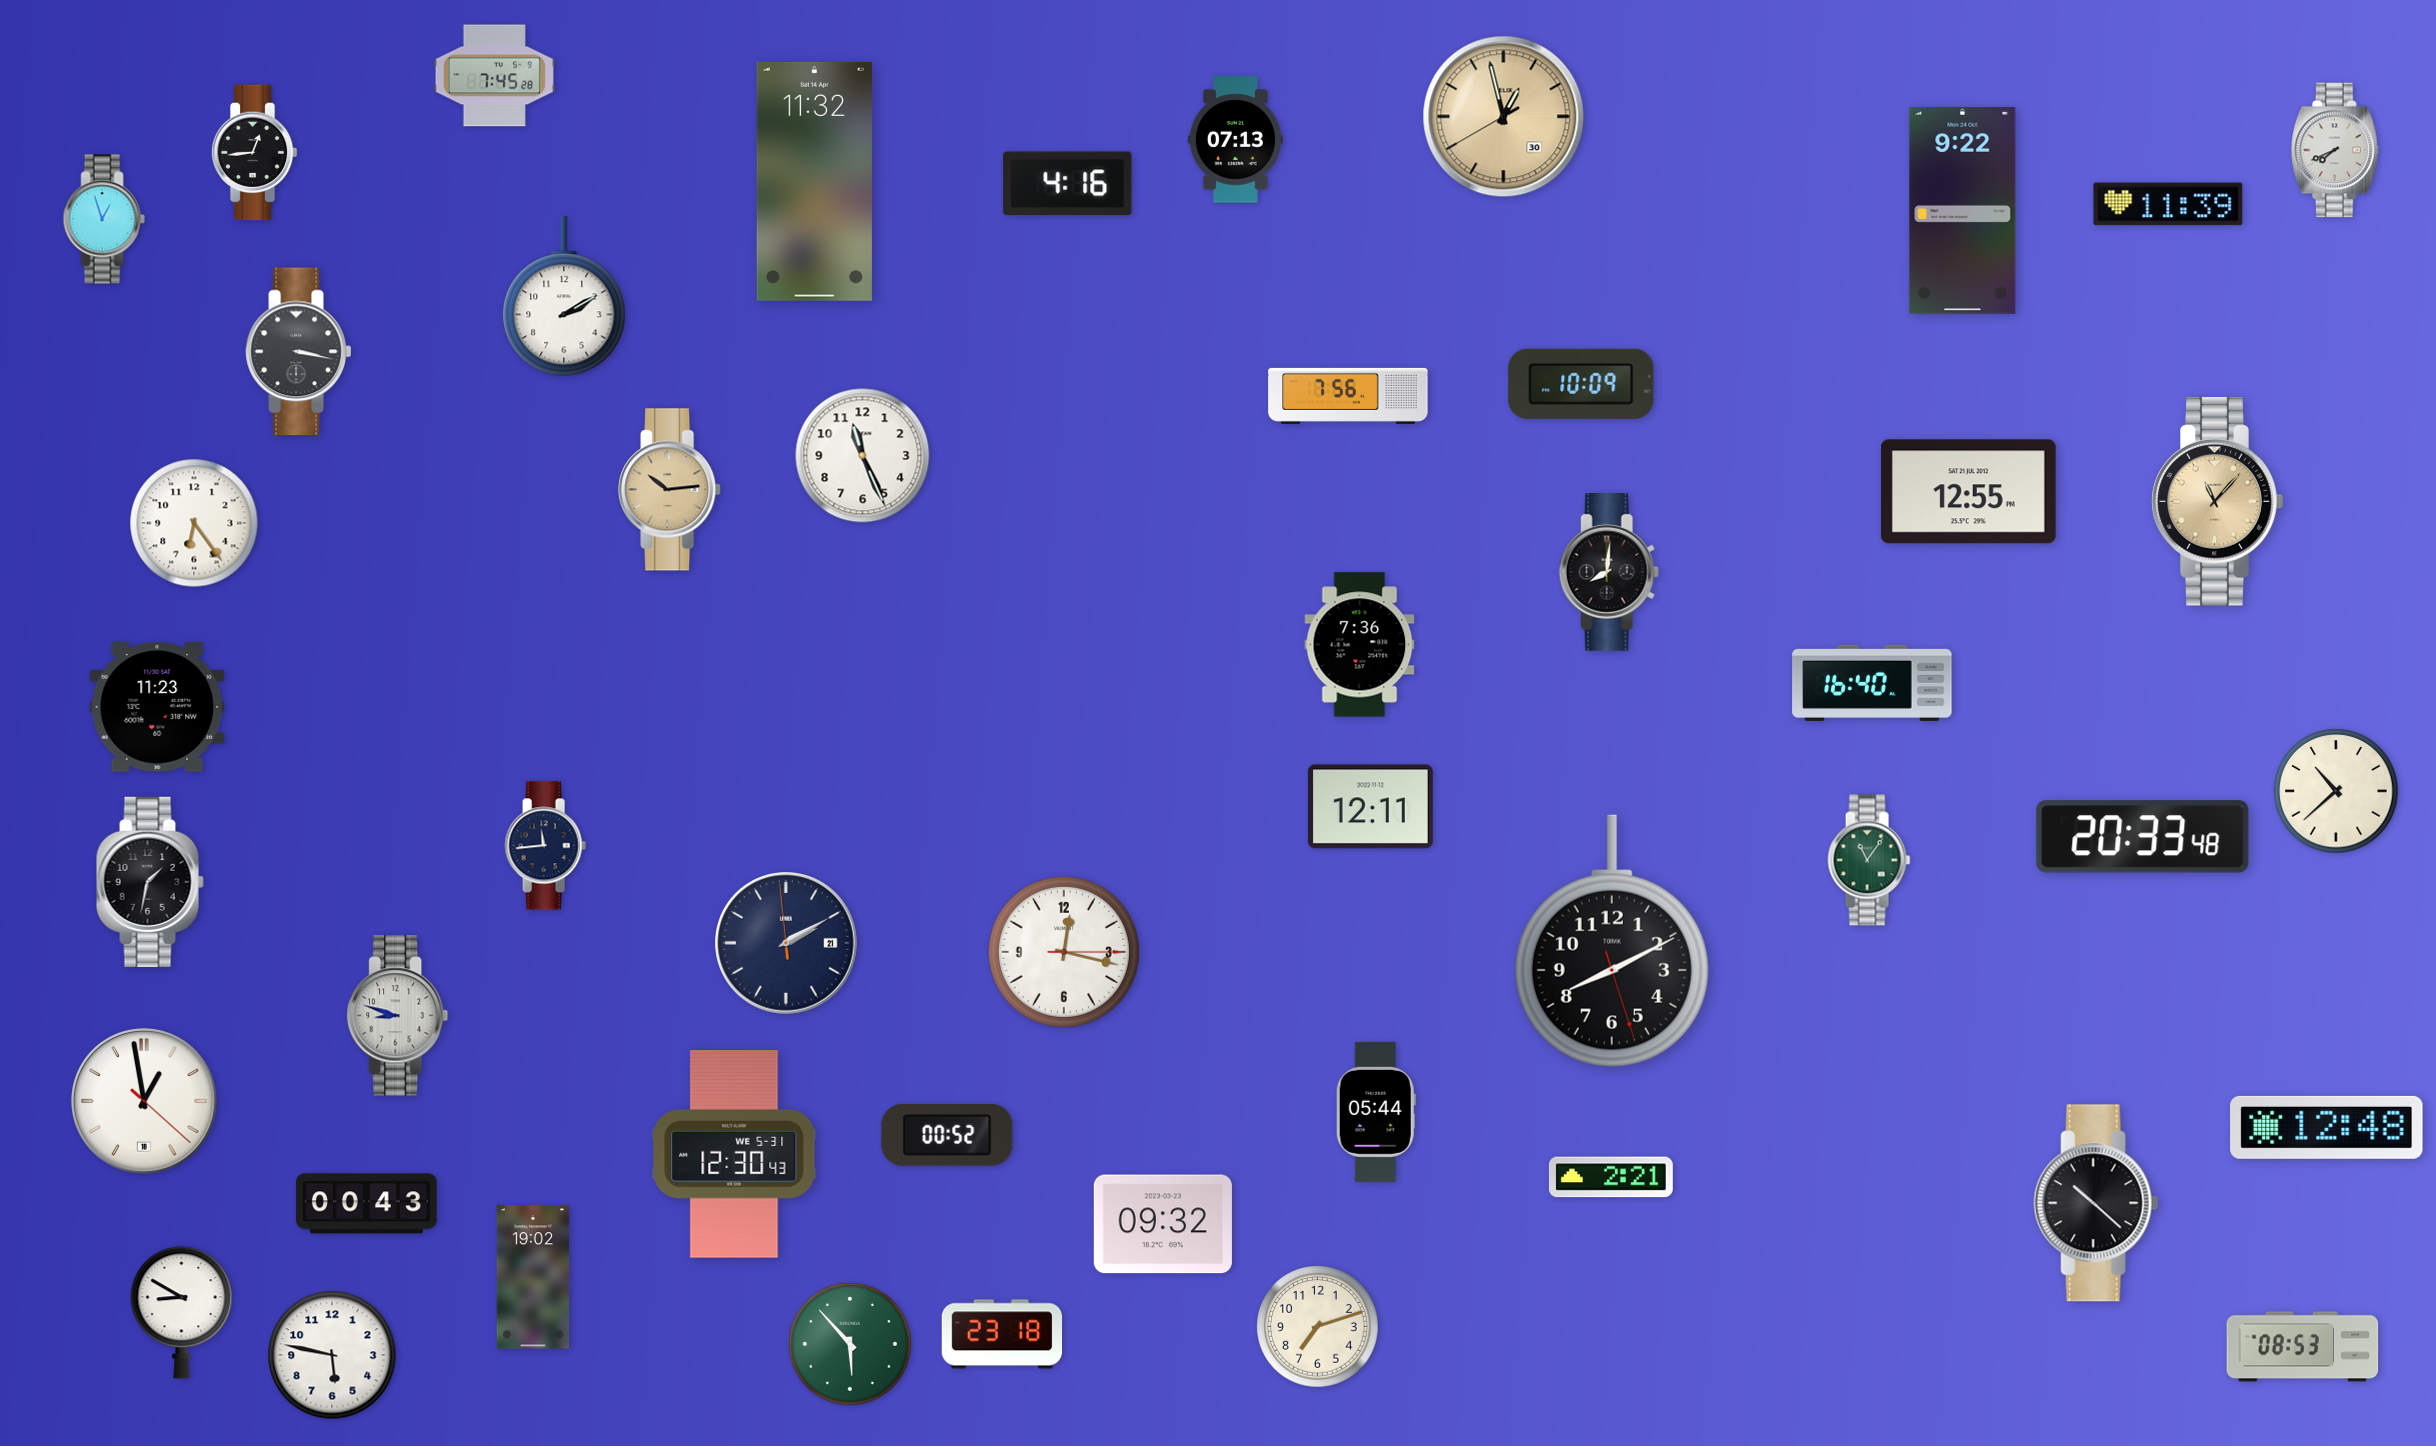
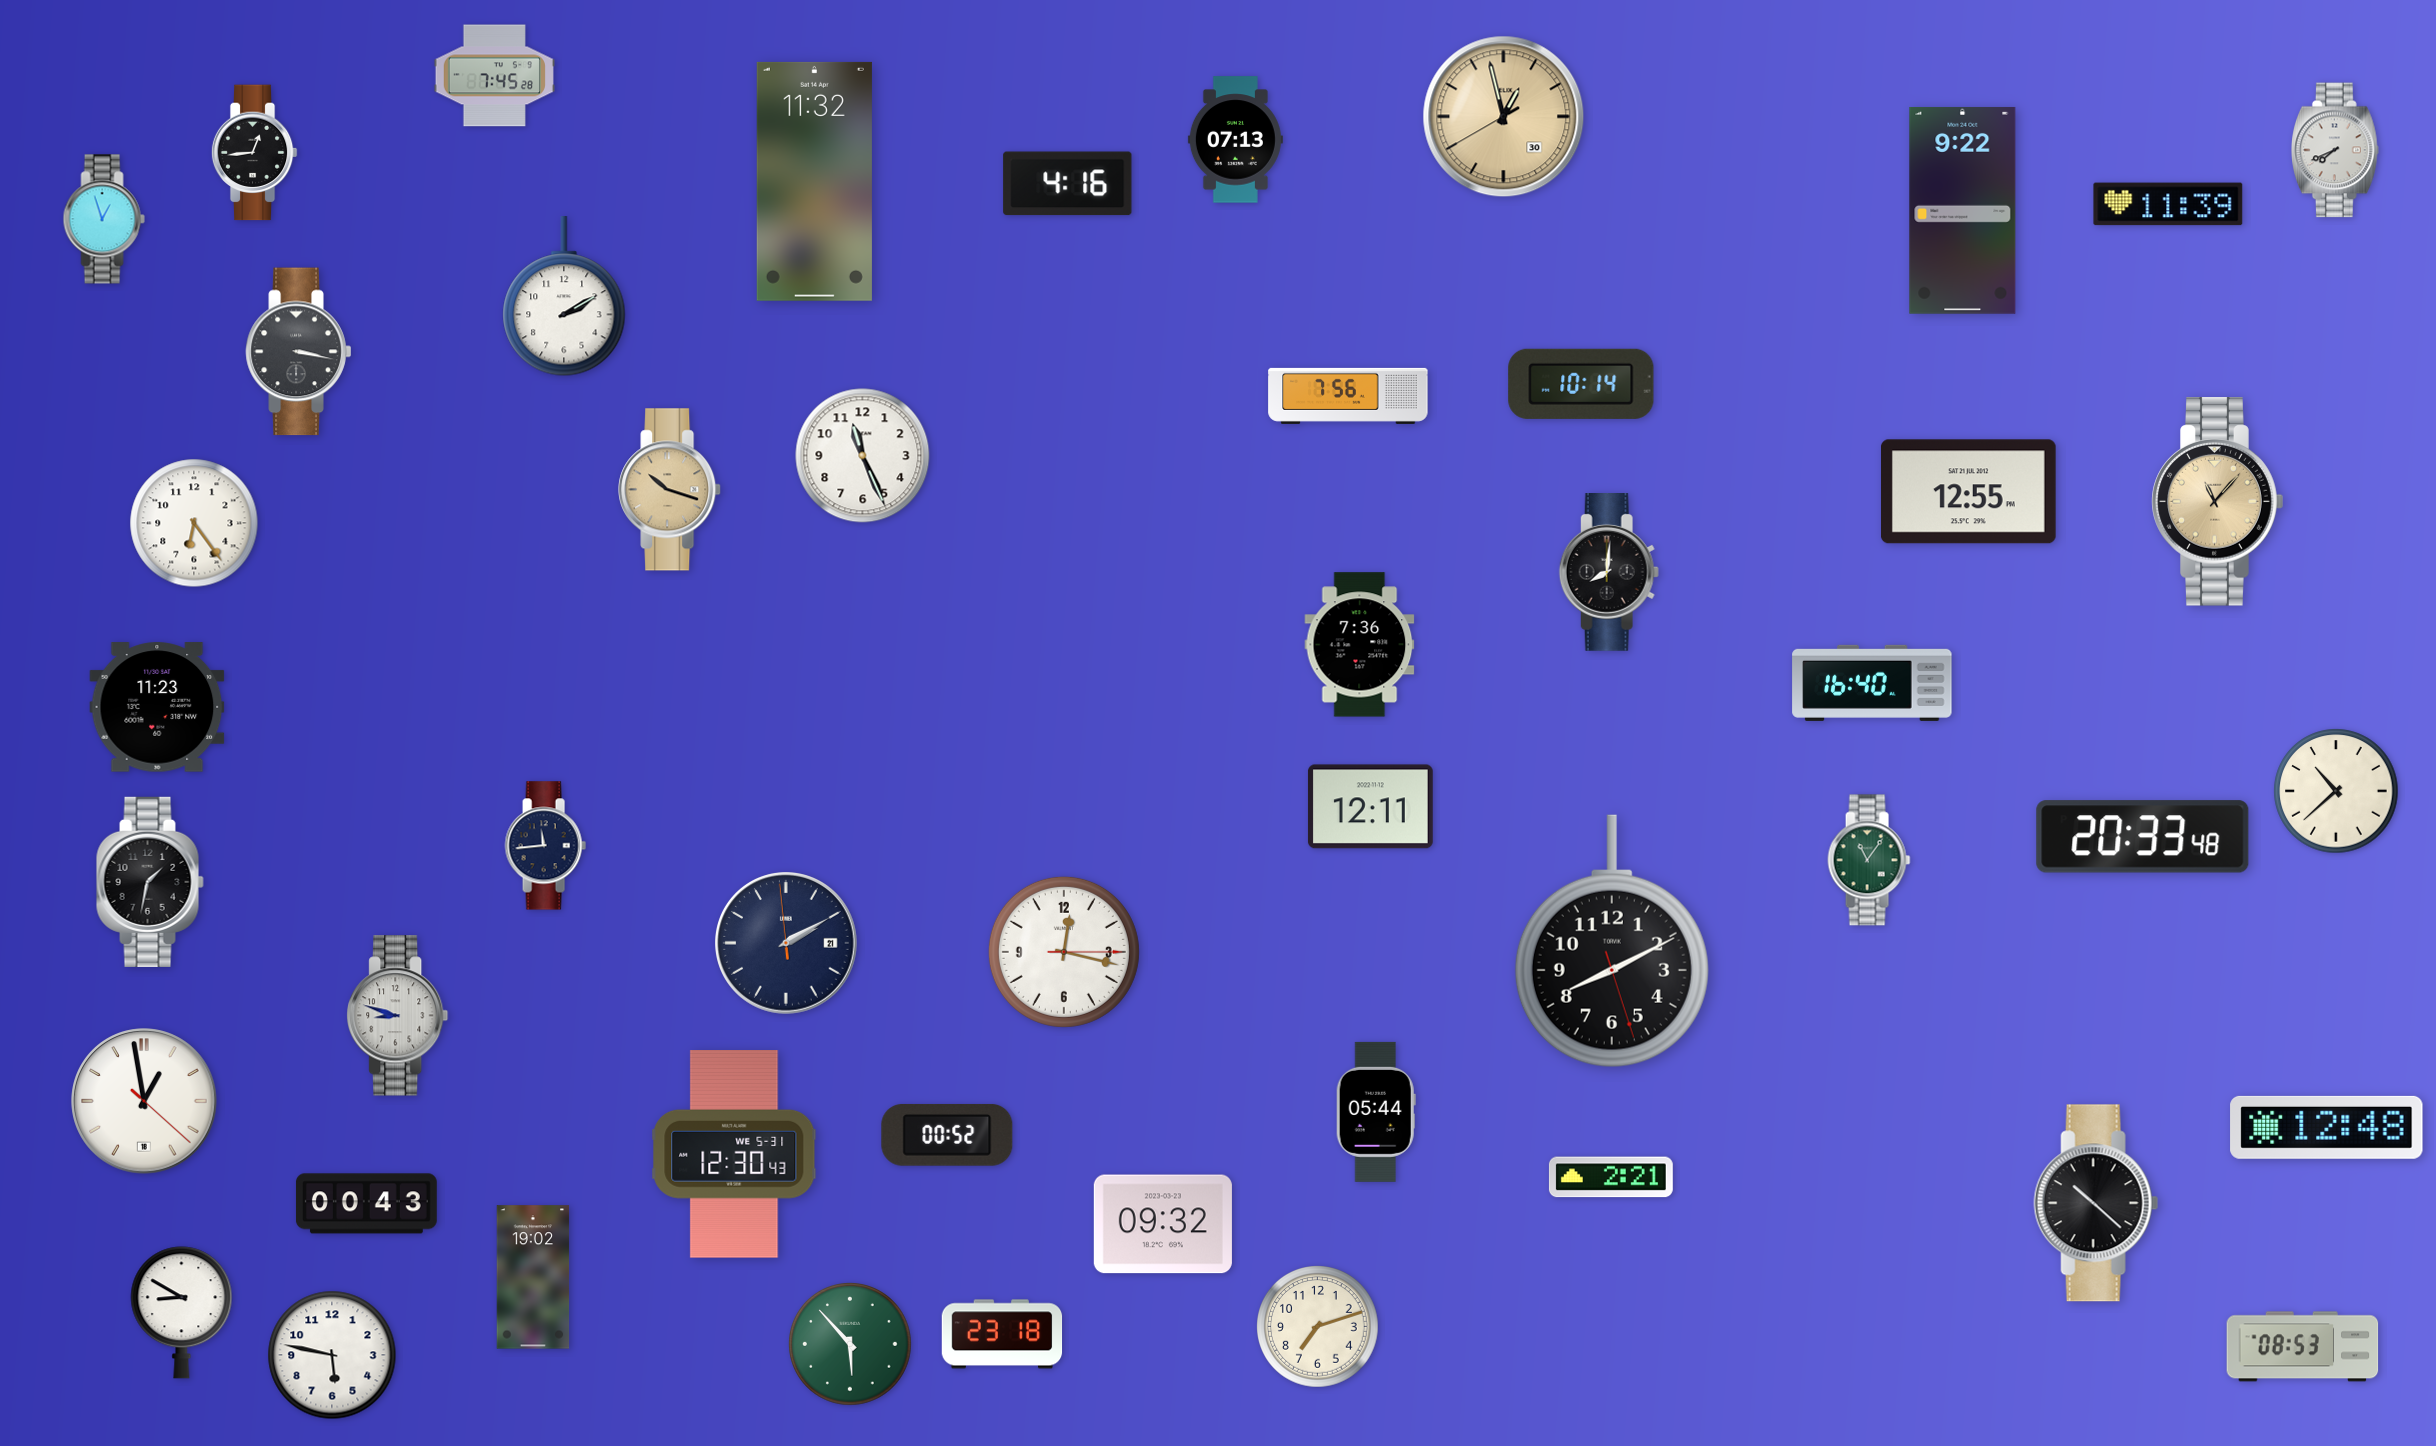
clock at (1581, 384): 10:09 -> 10:14
clock at (670, 490): 10:14 -> 10:18
